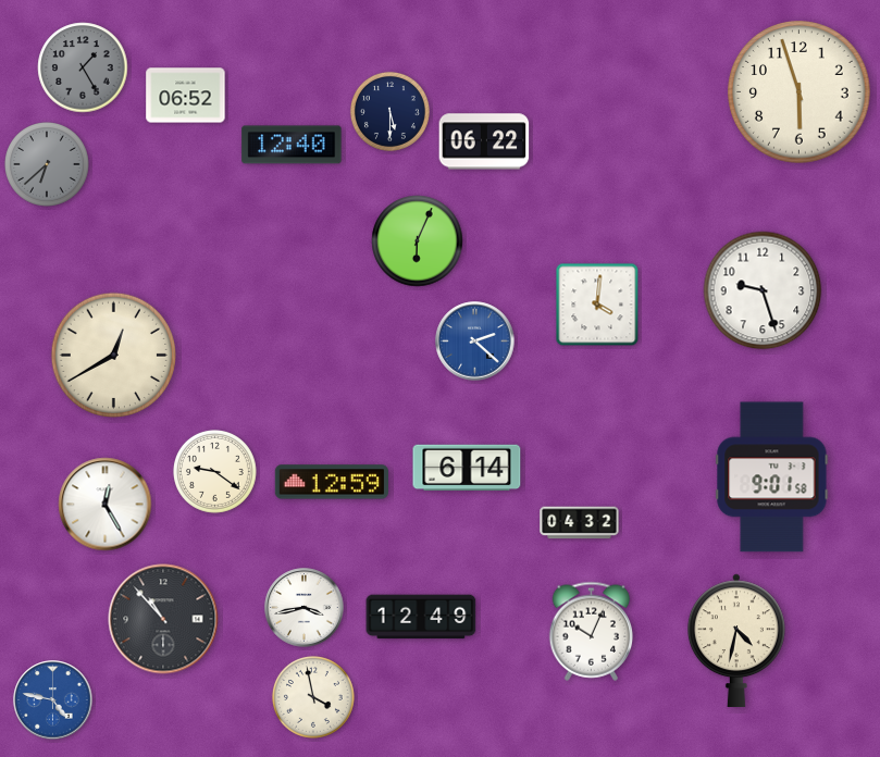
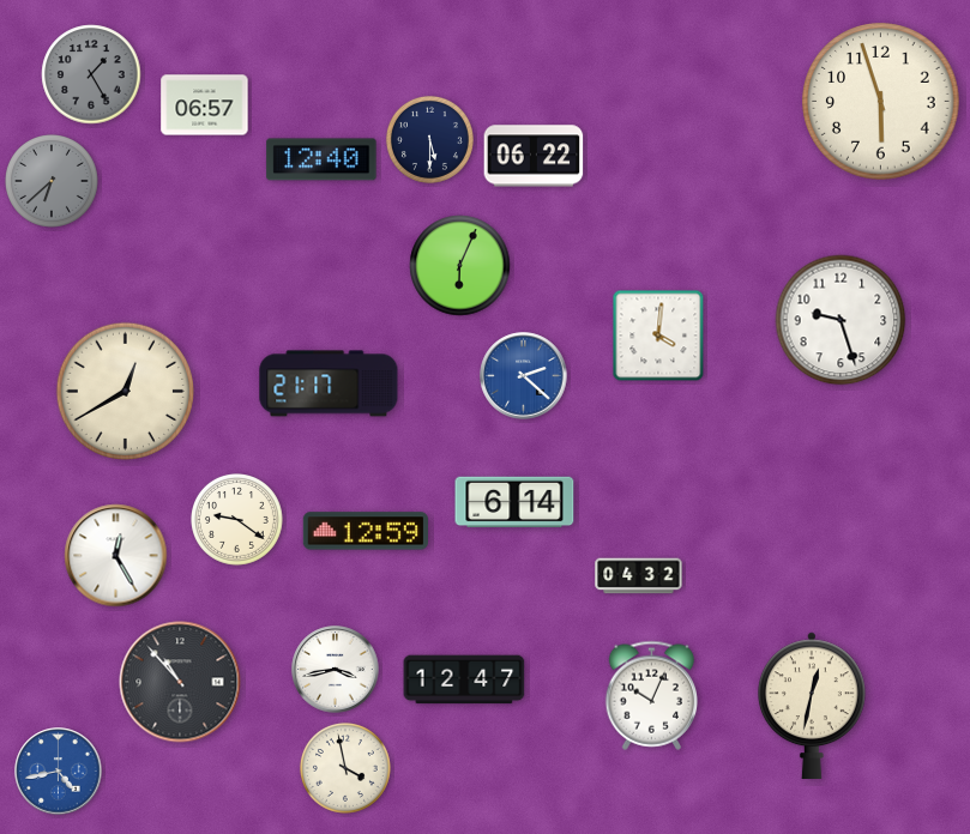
clock at (186, 96): 06:52 -> 06:57
clock at (389, 111) position: (389, 111) -> (429, 139)
clock at (329, 383): none -> 21:17
clock at (467, 468) position: (467, 468) -> (514, 502)
clock at (772, 477): 9:01 -> none
clock at (421, 617): 12:49 -> 12:47
clock at (736, 641): 4:32 -> 12:32
clock at (53, 700): 4:47 -> 4:43
